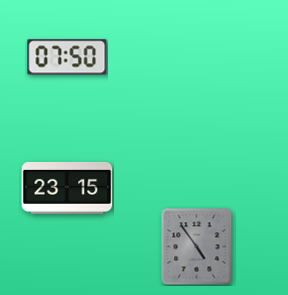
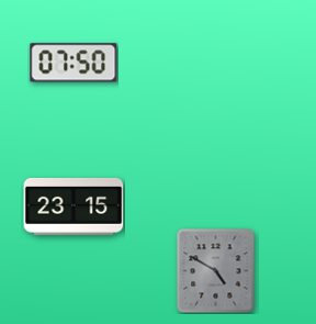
clock at (197, 246): 4:54 -> 4:50
